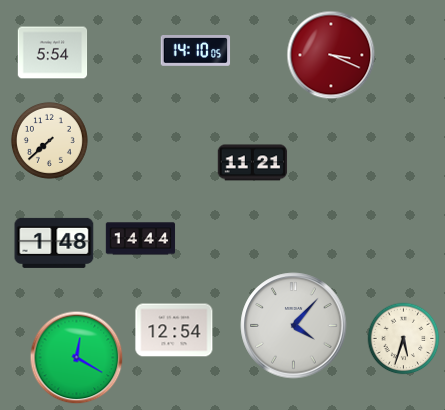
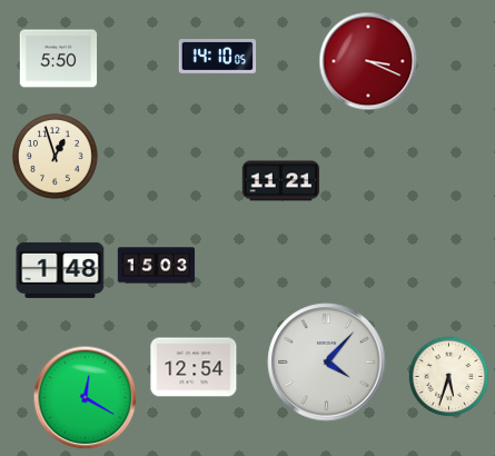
clock at (53, 53): 5:54 -> 5:50
clock at (49, 140): 7:38 -> 12:57
clock at (141, 239): 14:44 -> 15:03
